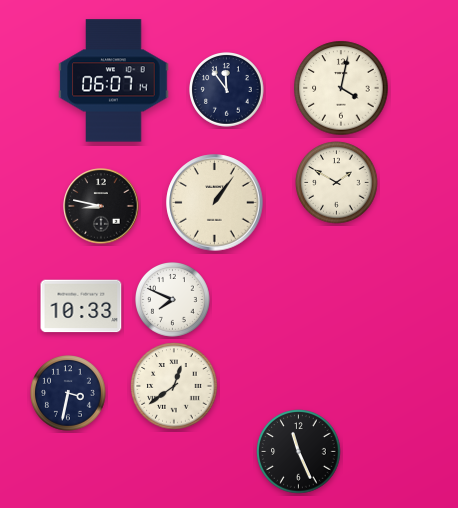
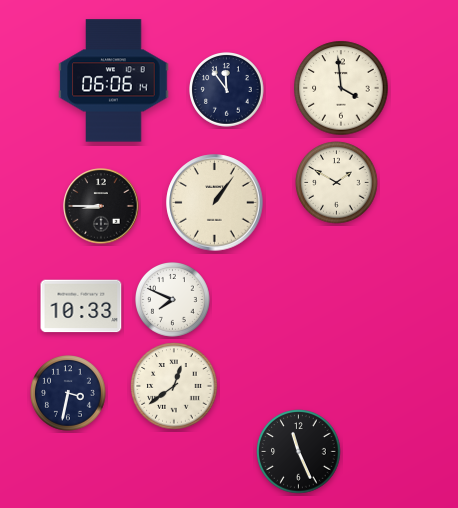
clock at (114, 81): 06:07 -> 06:06
clock at (341, 88): 4:02 -> 3:59
clock at (101, 206): 8:47 -> 8:45
